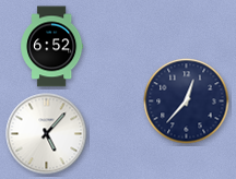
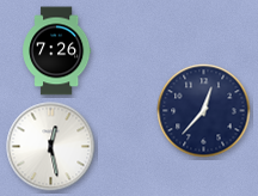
clock at (52, 47): 6:52 -> 7:26
clock at (47, 134): 5:07 -> 12:28
